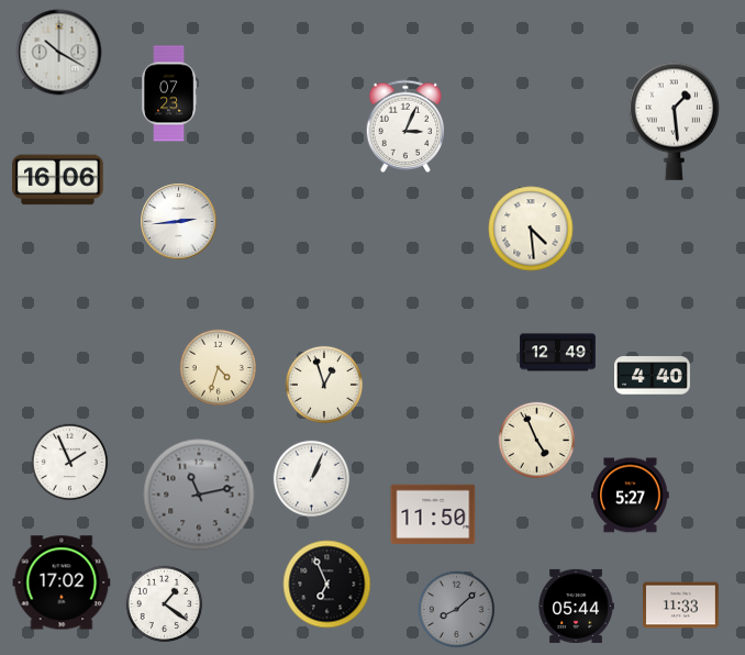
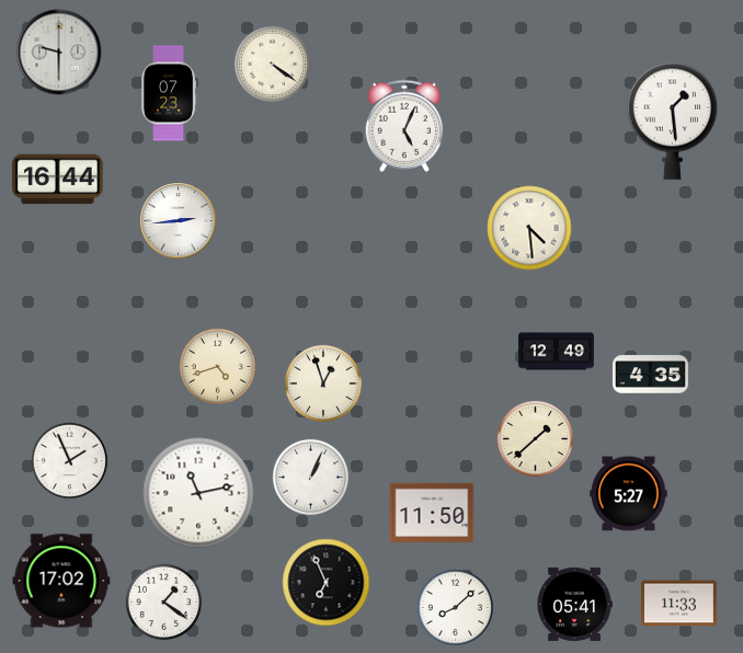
clock at (59, 53): 10:20 -> 9:30
clock at (273, 65): none -> 4:21
clock at (405, 126): 3:04 -> 5:04
clock at (58, 180): 16:06 -> 16:44
clock at (219, 368): 4:33 -> 4:42
clock at (653, 376): 4:40 -> 4:35
clock at (537, 441): 4:56 -> 1:38
clock at (199, 495) dial: grey -> white
clock at (576, 606): 05:44 -> 05:41
clock at (457, 610) dial: grey -> white
